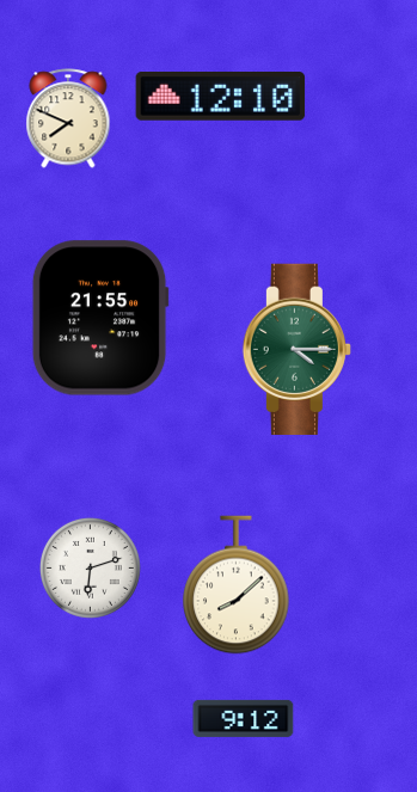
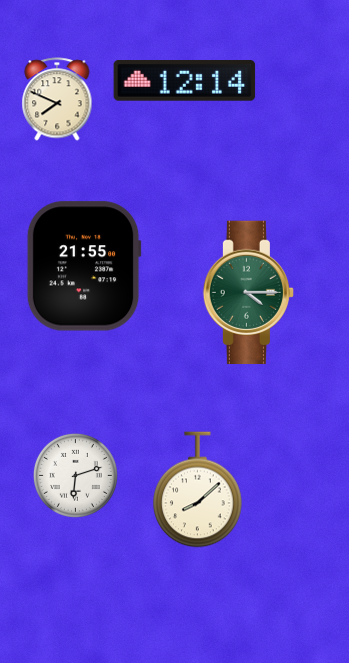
clock at (221, 97): 12:10 -> 12:14
clock at (244, 718): 9:12 -> none
